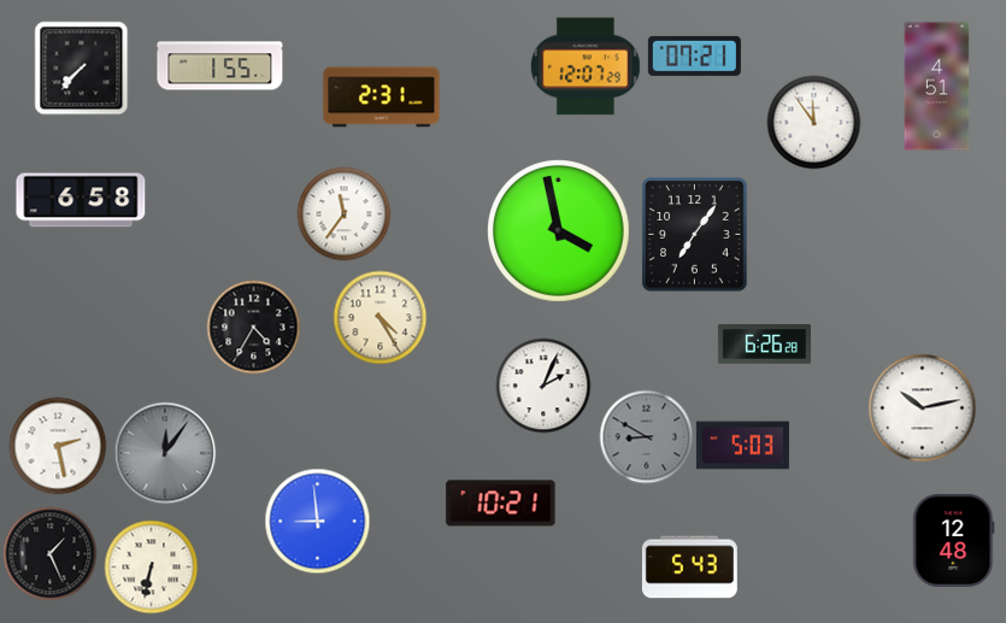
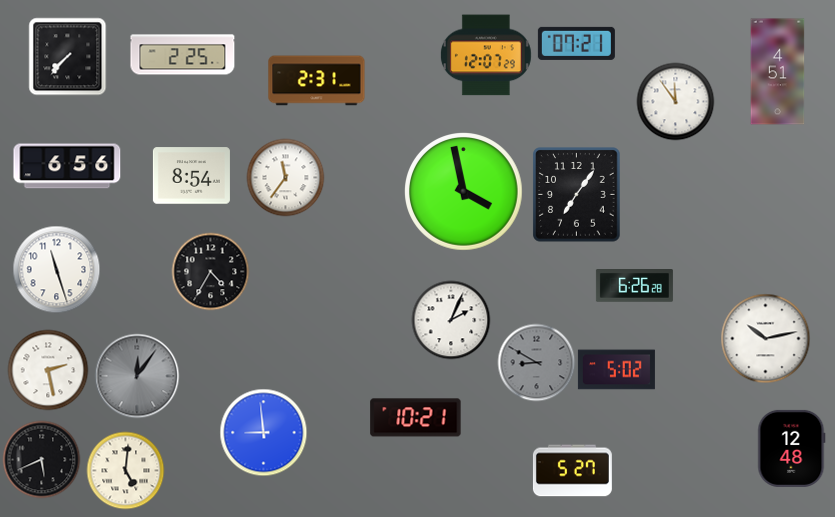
clock at (694, 55) position: (694, 55) -> (576, 43)
clock at (220, 66): 1:55 -> 2:25
clock at (81, 200): 6:58 -> 6:56
clock at (191, 176): none -> 8:54
clock at (380, 317): 4:25 -> none
clock at (56, 269): none -> 11:27
clock at (742, 446): 5:03 -> 5:02
clock at (49, 553): 1:26 -> 5:41
clock at (151, 566): 6:32 -> 5:01
clock at (689, 568): 5:43 -> 5:27
